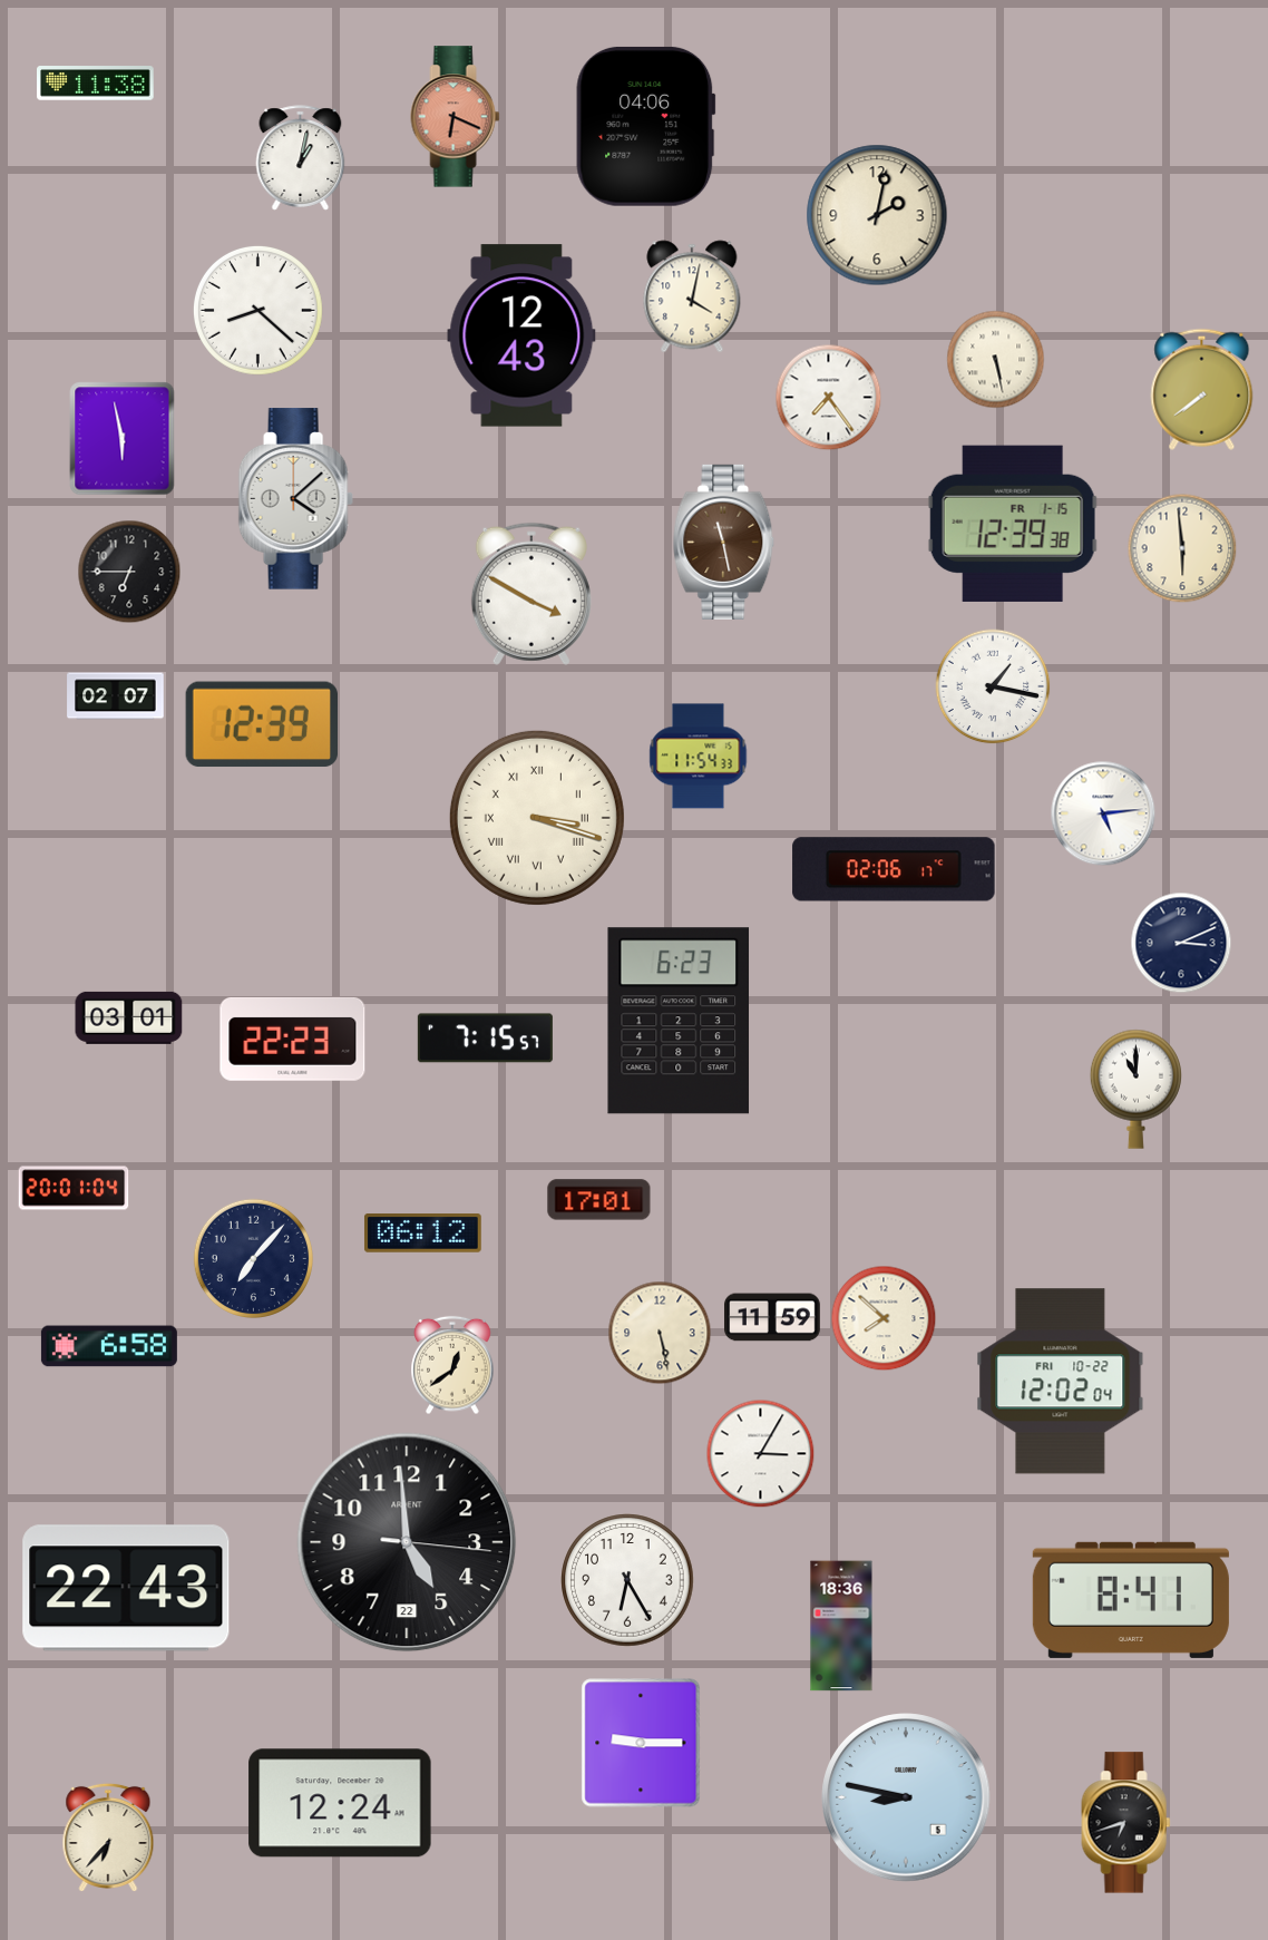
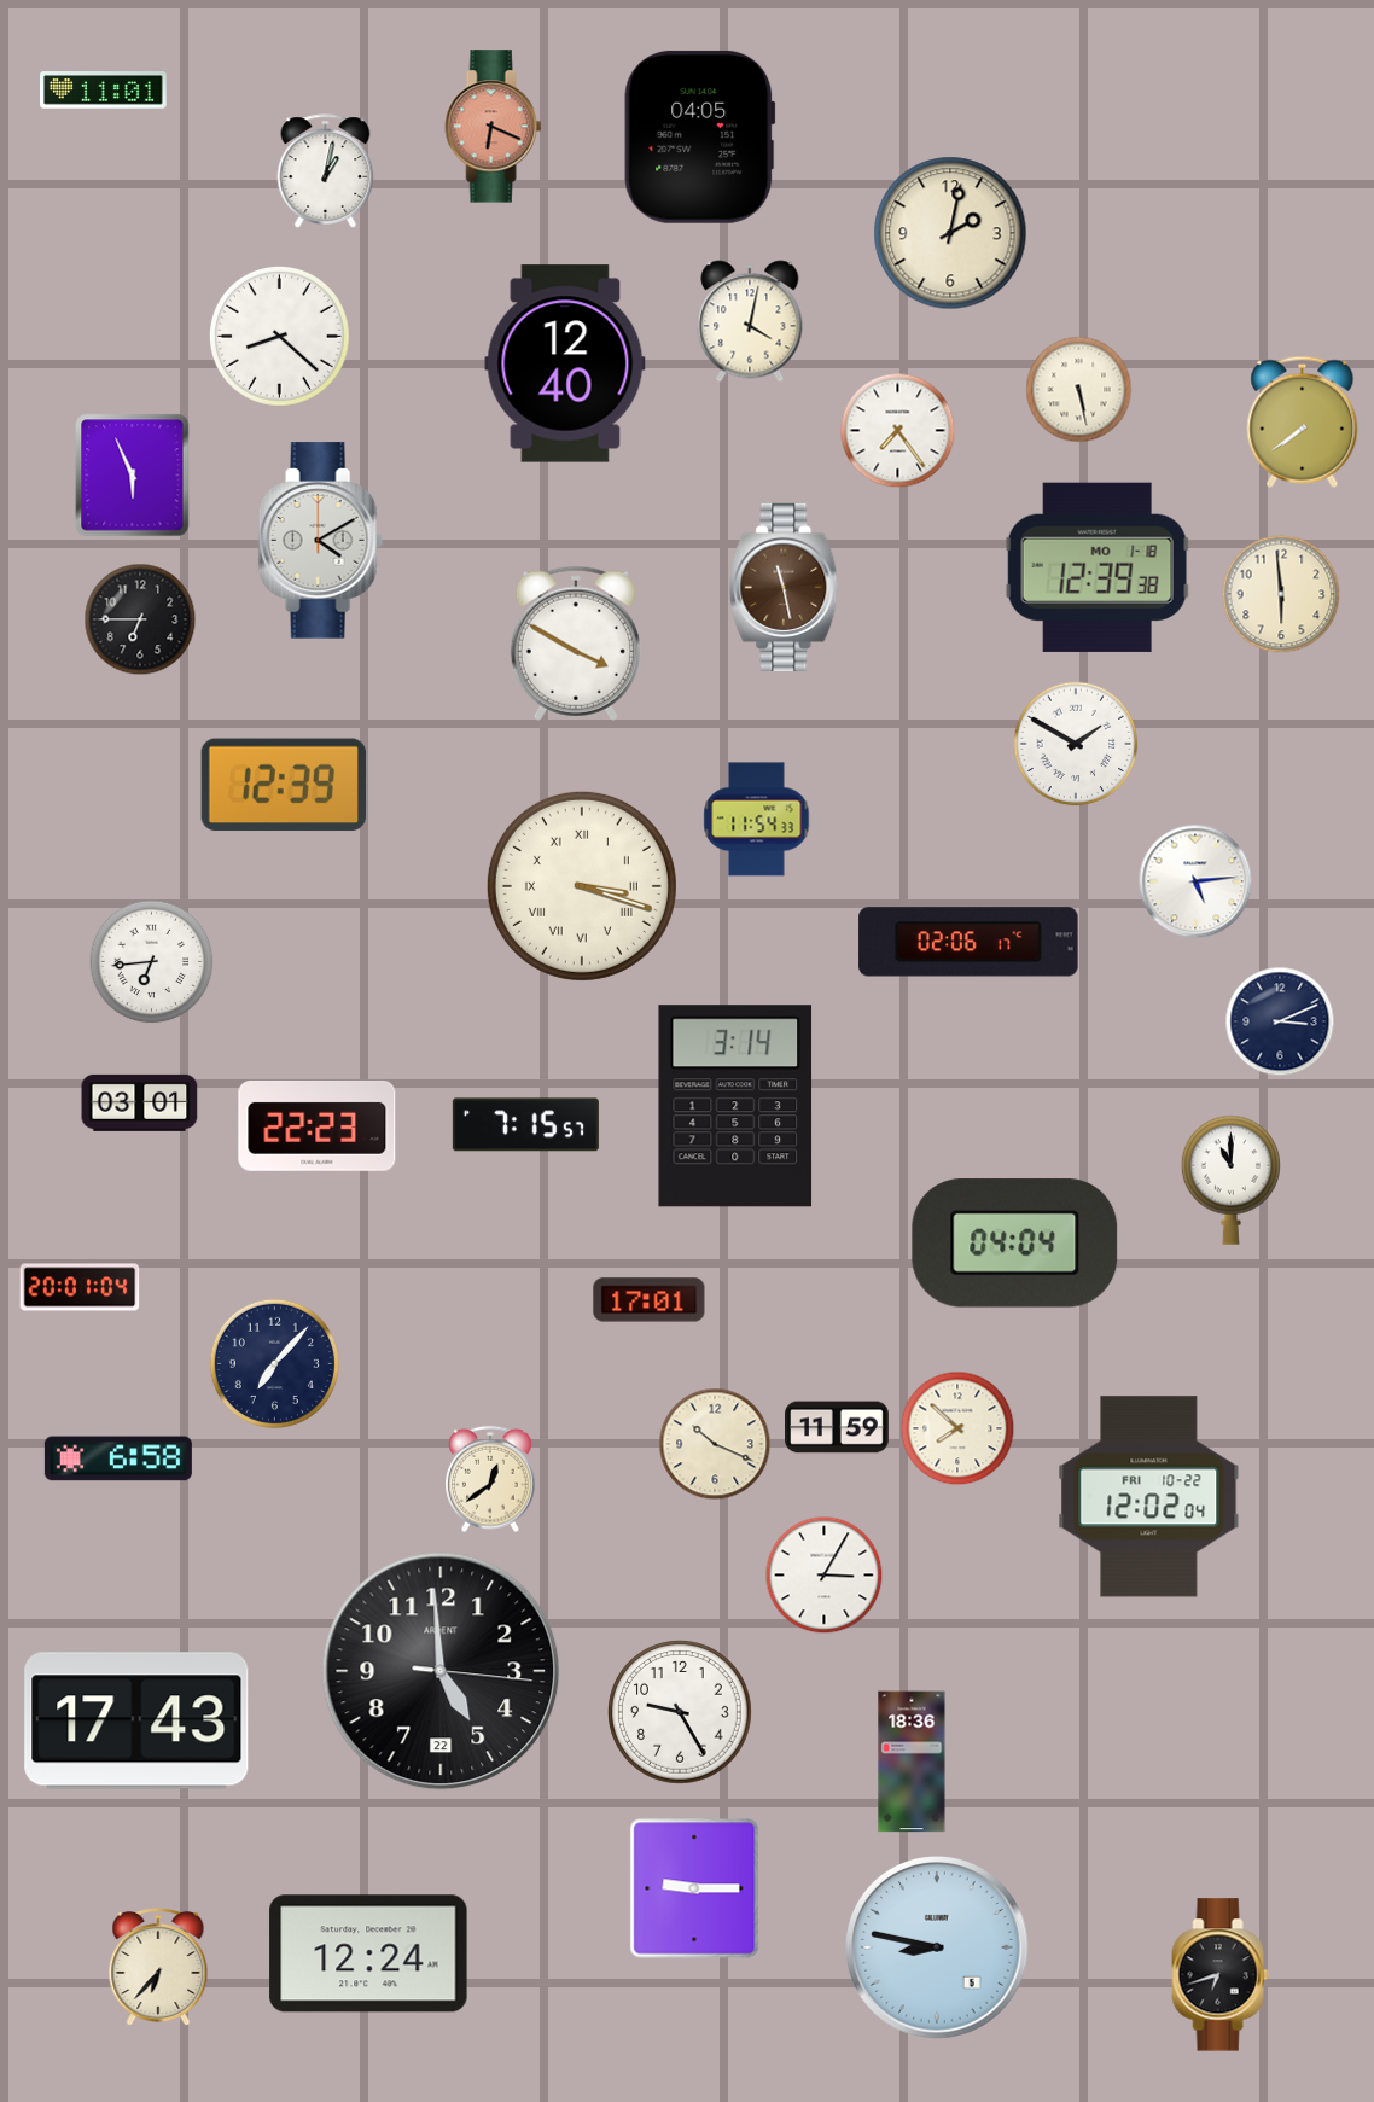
clock at (96, 84): 11:38 -> 11:01
clock at (646, 126): 04:06 -> 04:05
clock at (521, 335): 12:43 -> 12:40
clock at (123, 439): 5:58 -> 5:56
clock at (295, 499): 4:08 -> 4:10
clock at (1013, 524) date: FR 1-15 -> MO 1-18
clock at (993, 686): 1:17 -> 1:50
clock at (116, 696): 02:07 -> none
clock at (152, 962): none -> 6:44
clock at (679, 1021): 6:23 -> 3:14
clock at (1015, 1244): none -> 04:04
clock at (422, 1234): 06:12 -> none
clock at (660, 1333): 5:28 -> 10:19
clock at (627, 1580): 6:25 -> 9:25
clock at (126, 1588): 22:43 -> 17:43
clock at (1131, 1600): 8:41 -> none
clock at (906, 1797) position: (906, 1797) -> (937, 1947)
clock at (108, 1836) position: (108, 1836) -> (158, 1966)
